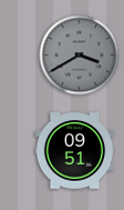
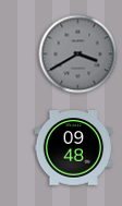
clock at (75, 151): 09:51 -> 09:48
